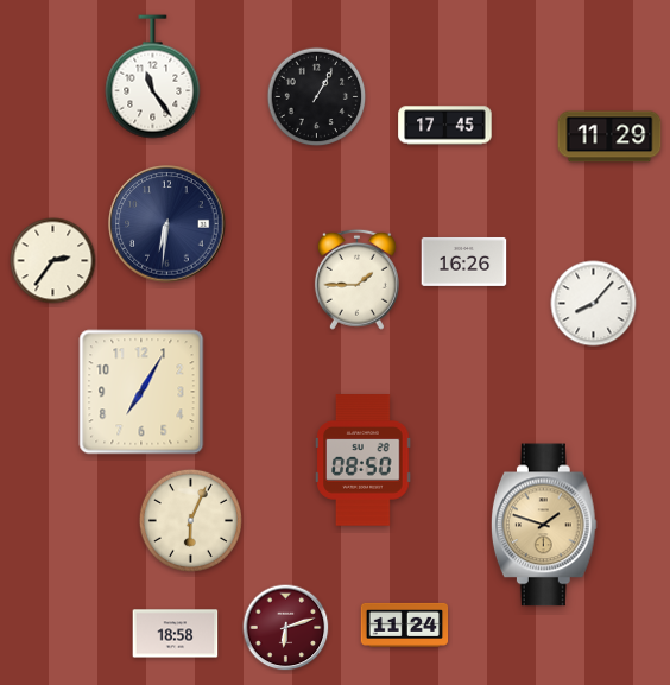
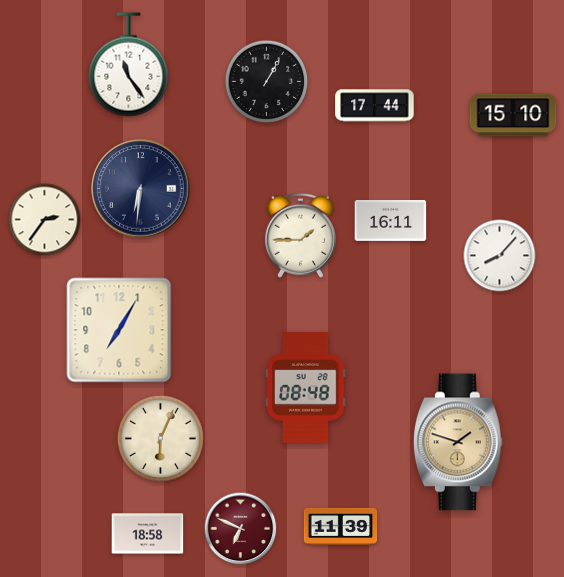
clock at (445, 126): 17:45 -> 17:44
clock at (609, 137): 11:29 -> 15:10
clock at (464, 261): 16:26 -> 16:11
clock at (364, 461): 08:50 -> 08:48
clock at (405, 624): 11:24 -> 11:39
clock at (286, 628): 6:12 -> 6:49
